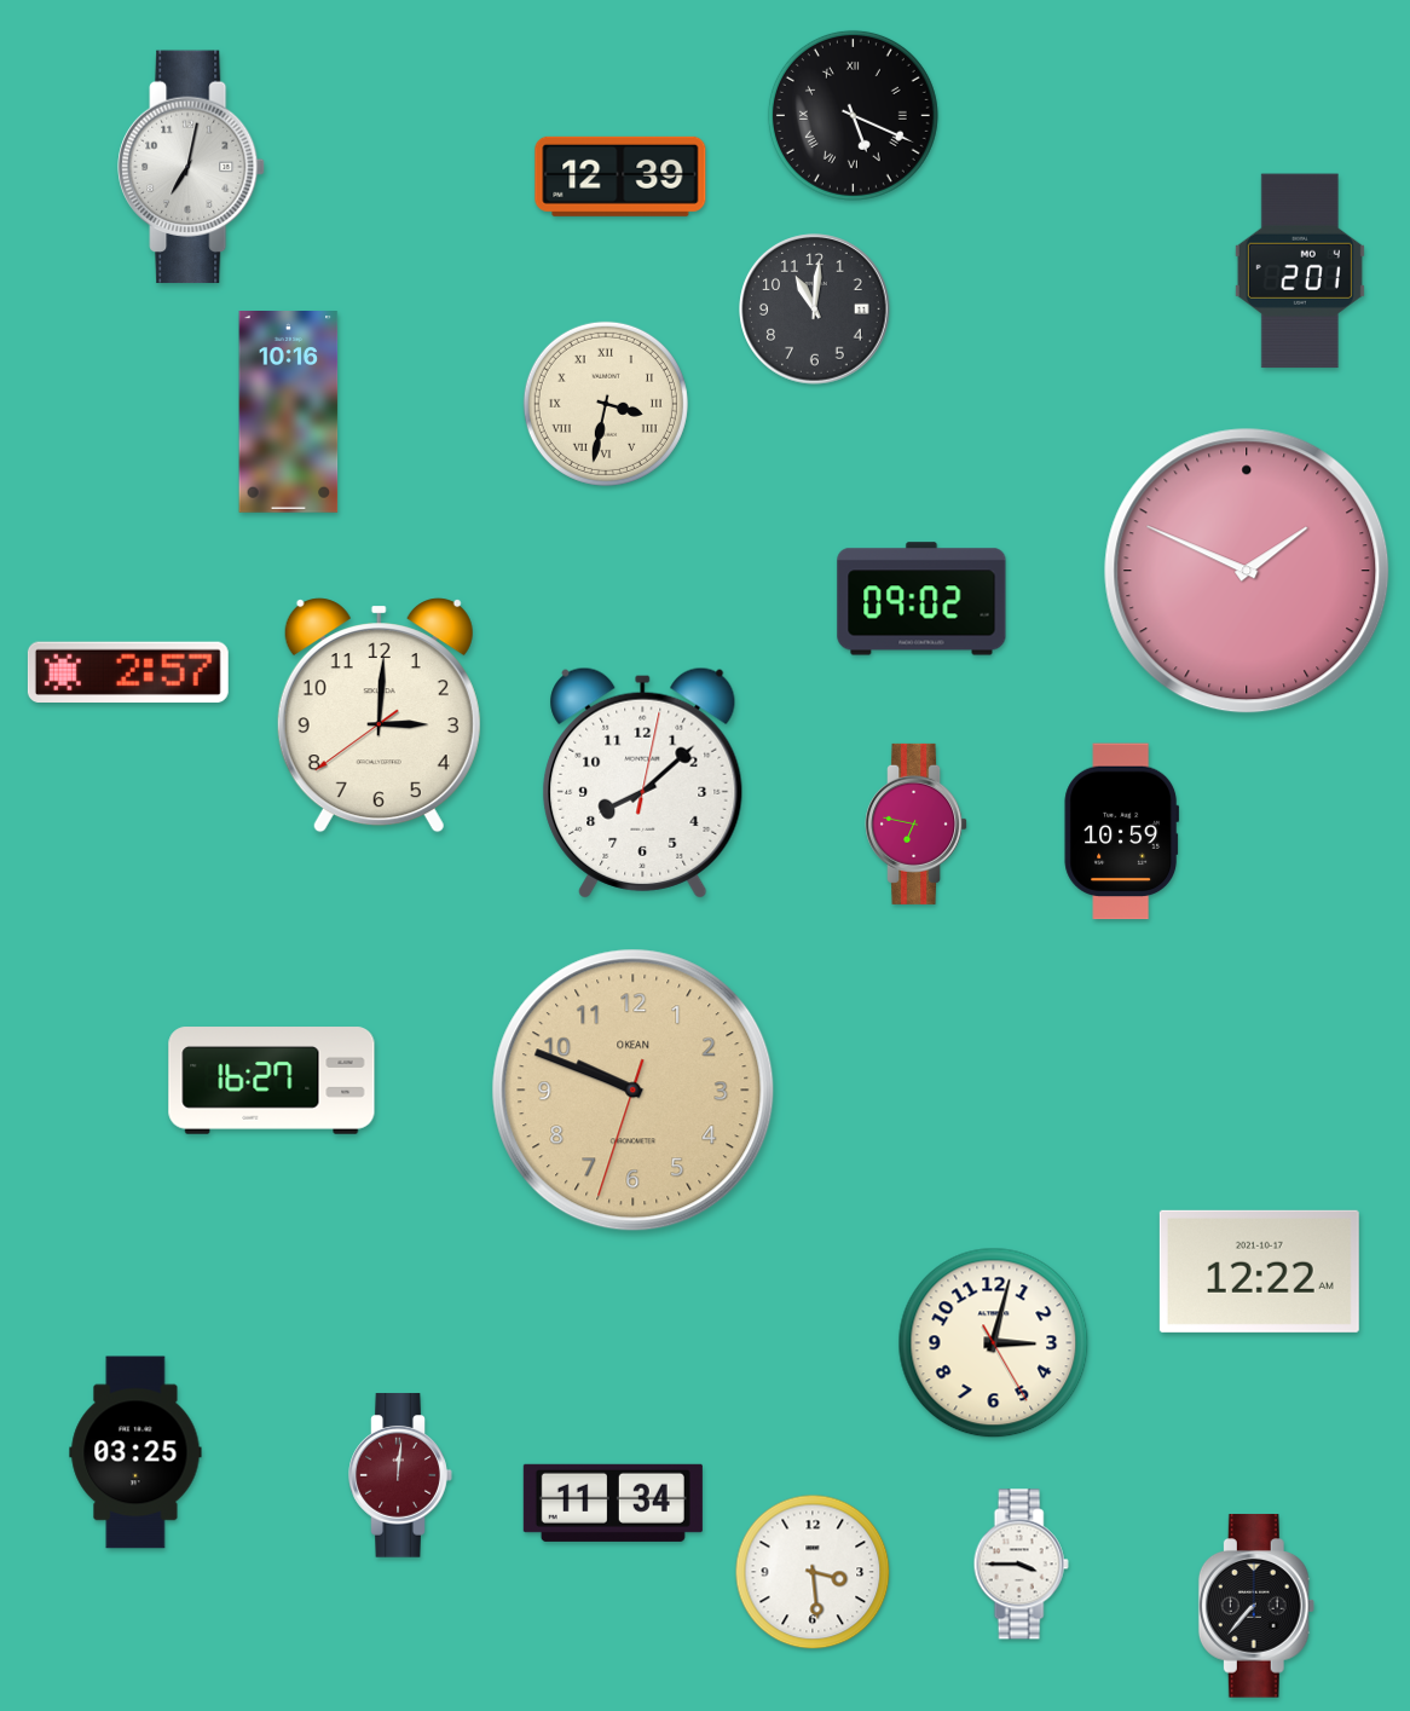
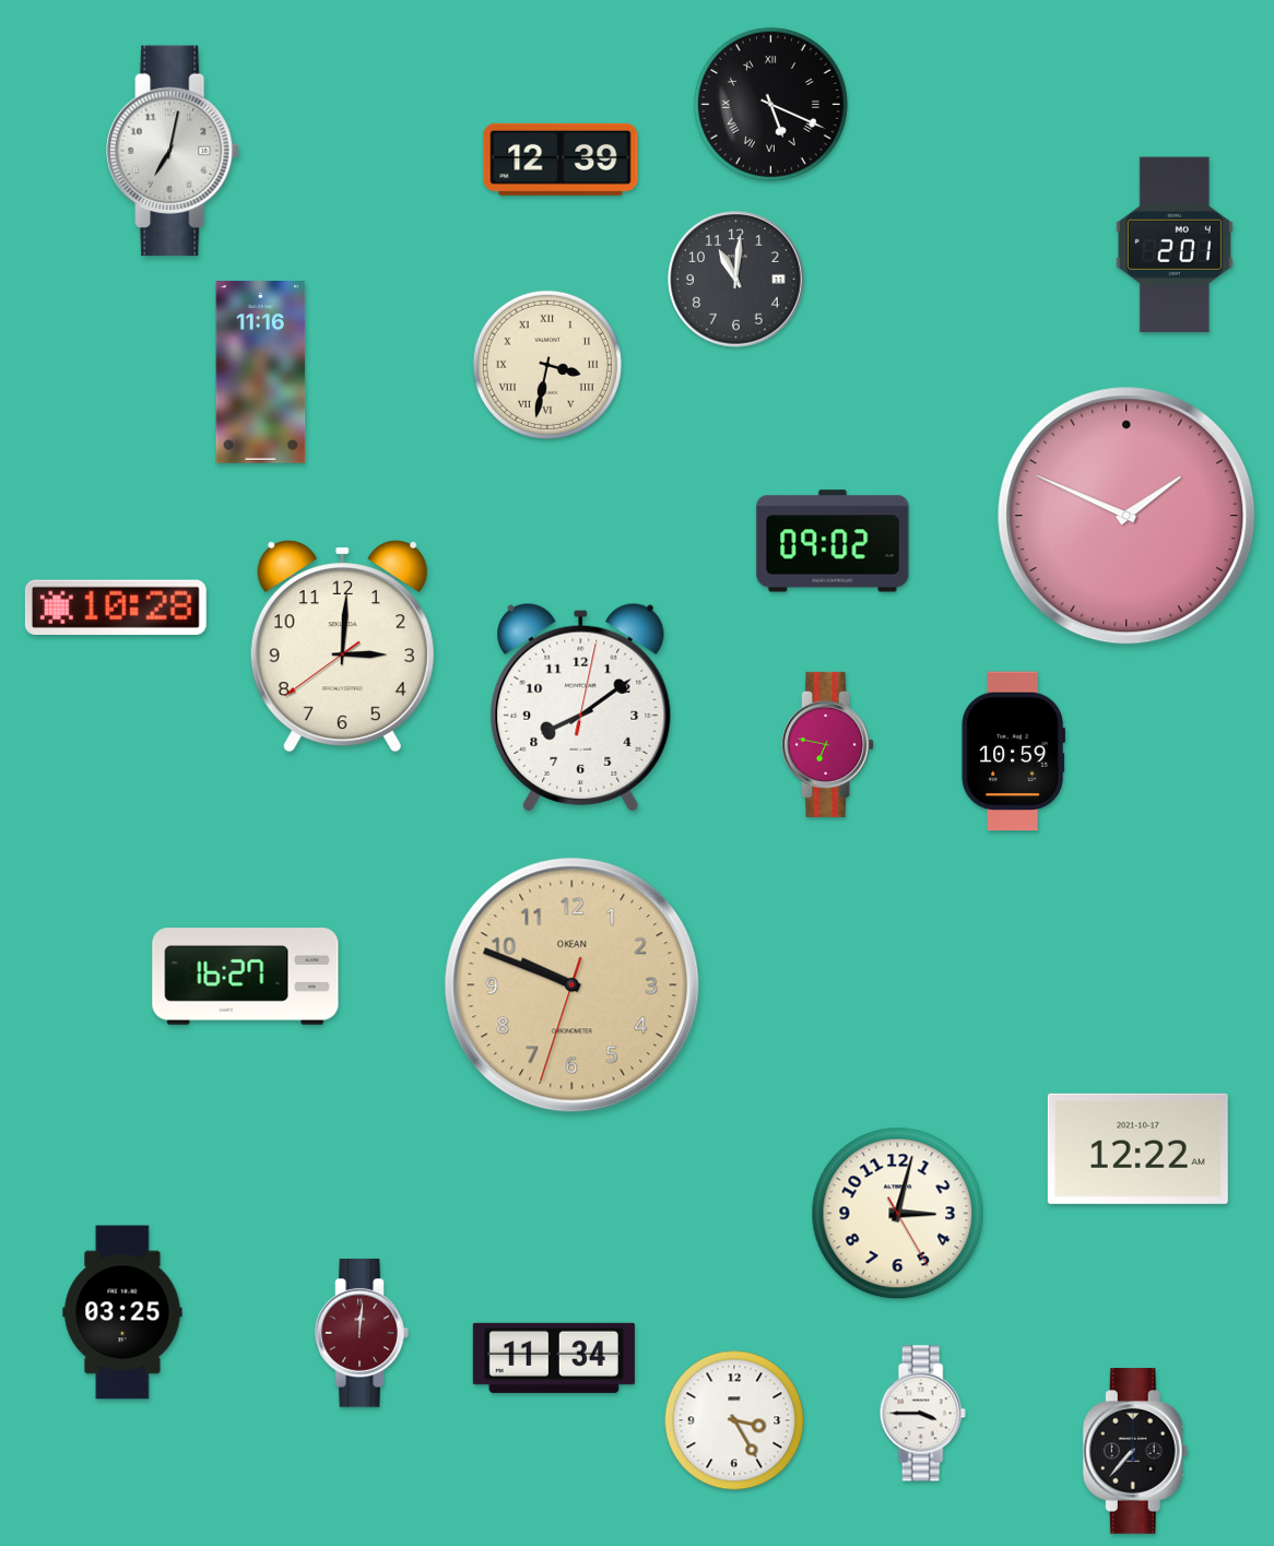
clock at (289, 412): 10:16 -> 11:16
clock at (128, 671): 2:57 -> 10:28
clock at (643, 782): 8:08 -> 8:09
clock at (813, 1572): 3:29 -> 3:25
